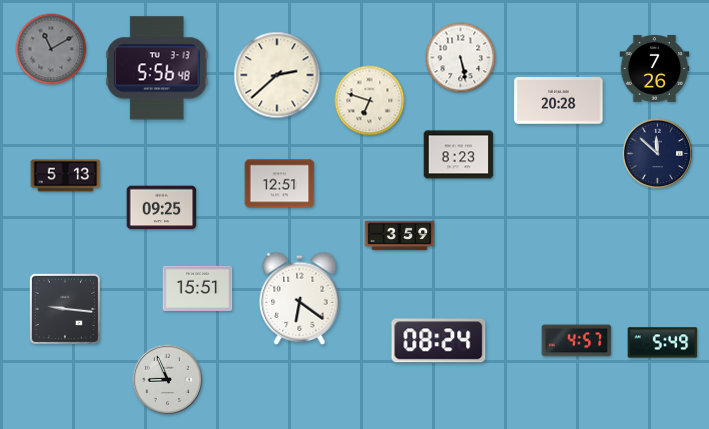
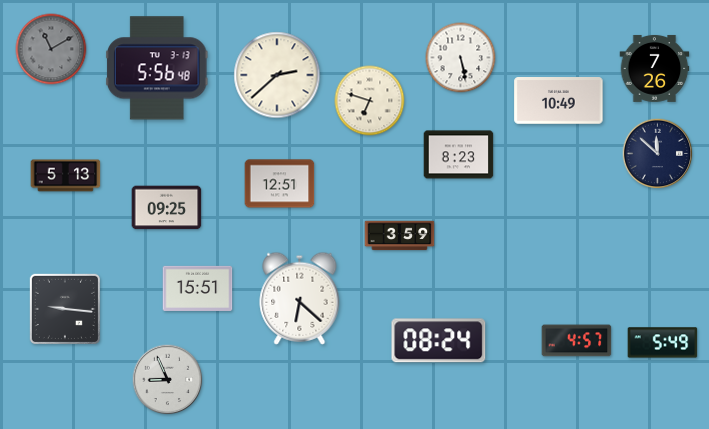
clock at (559, 101): 20:28 -> 10:49
clock at (162, 208) position: (162, 208) -> (167, 208)
clock at (300, 298): 6:21 -> 6:22
